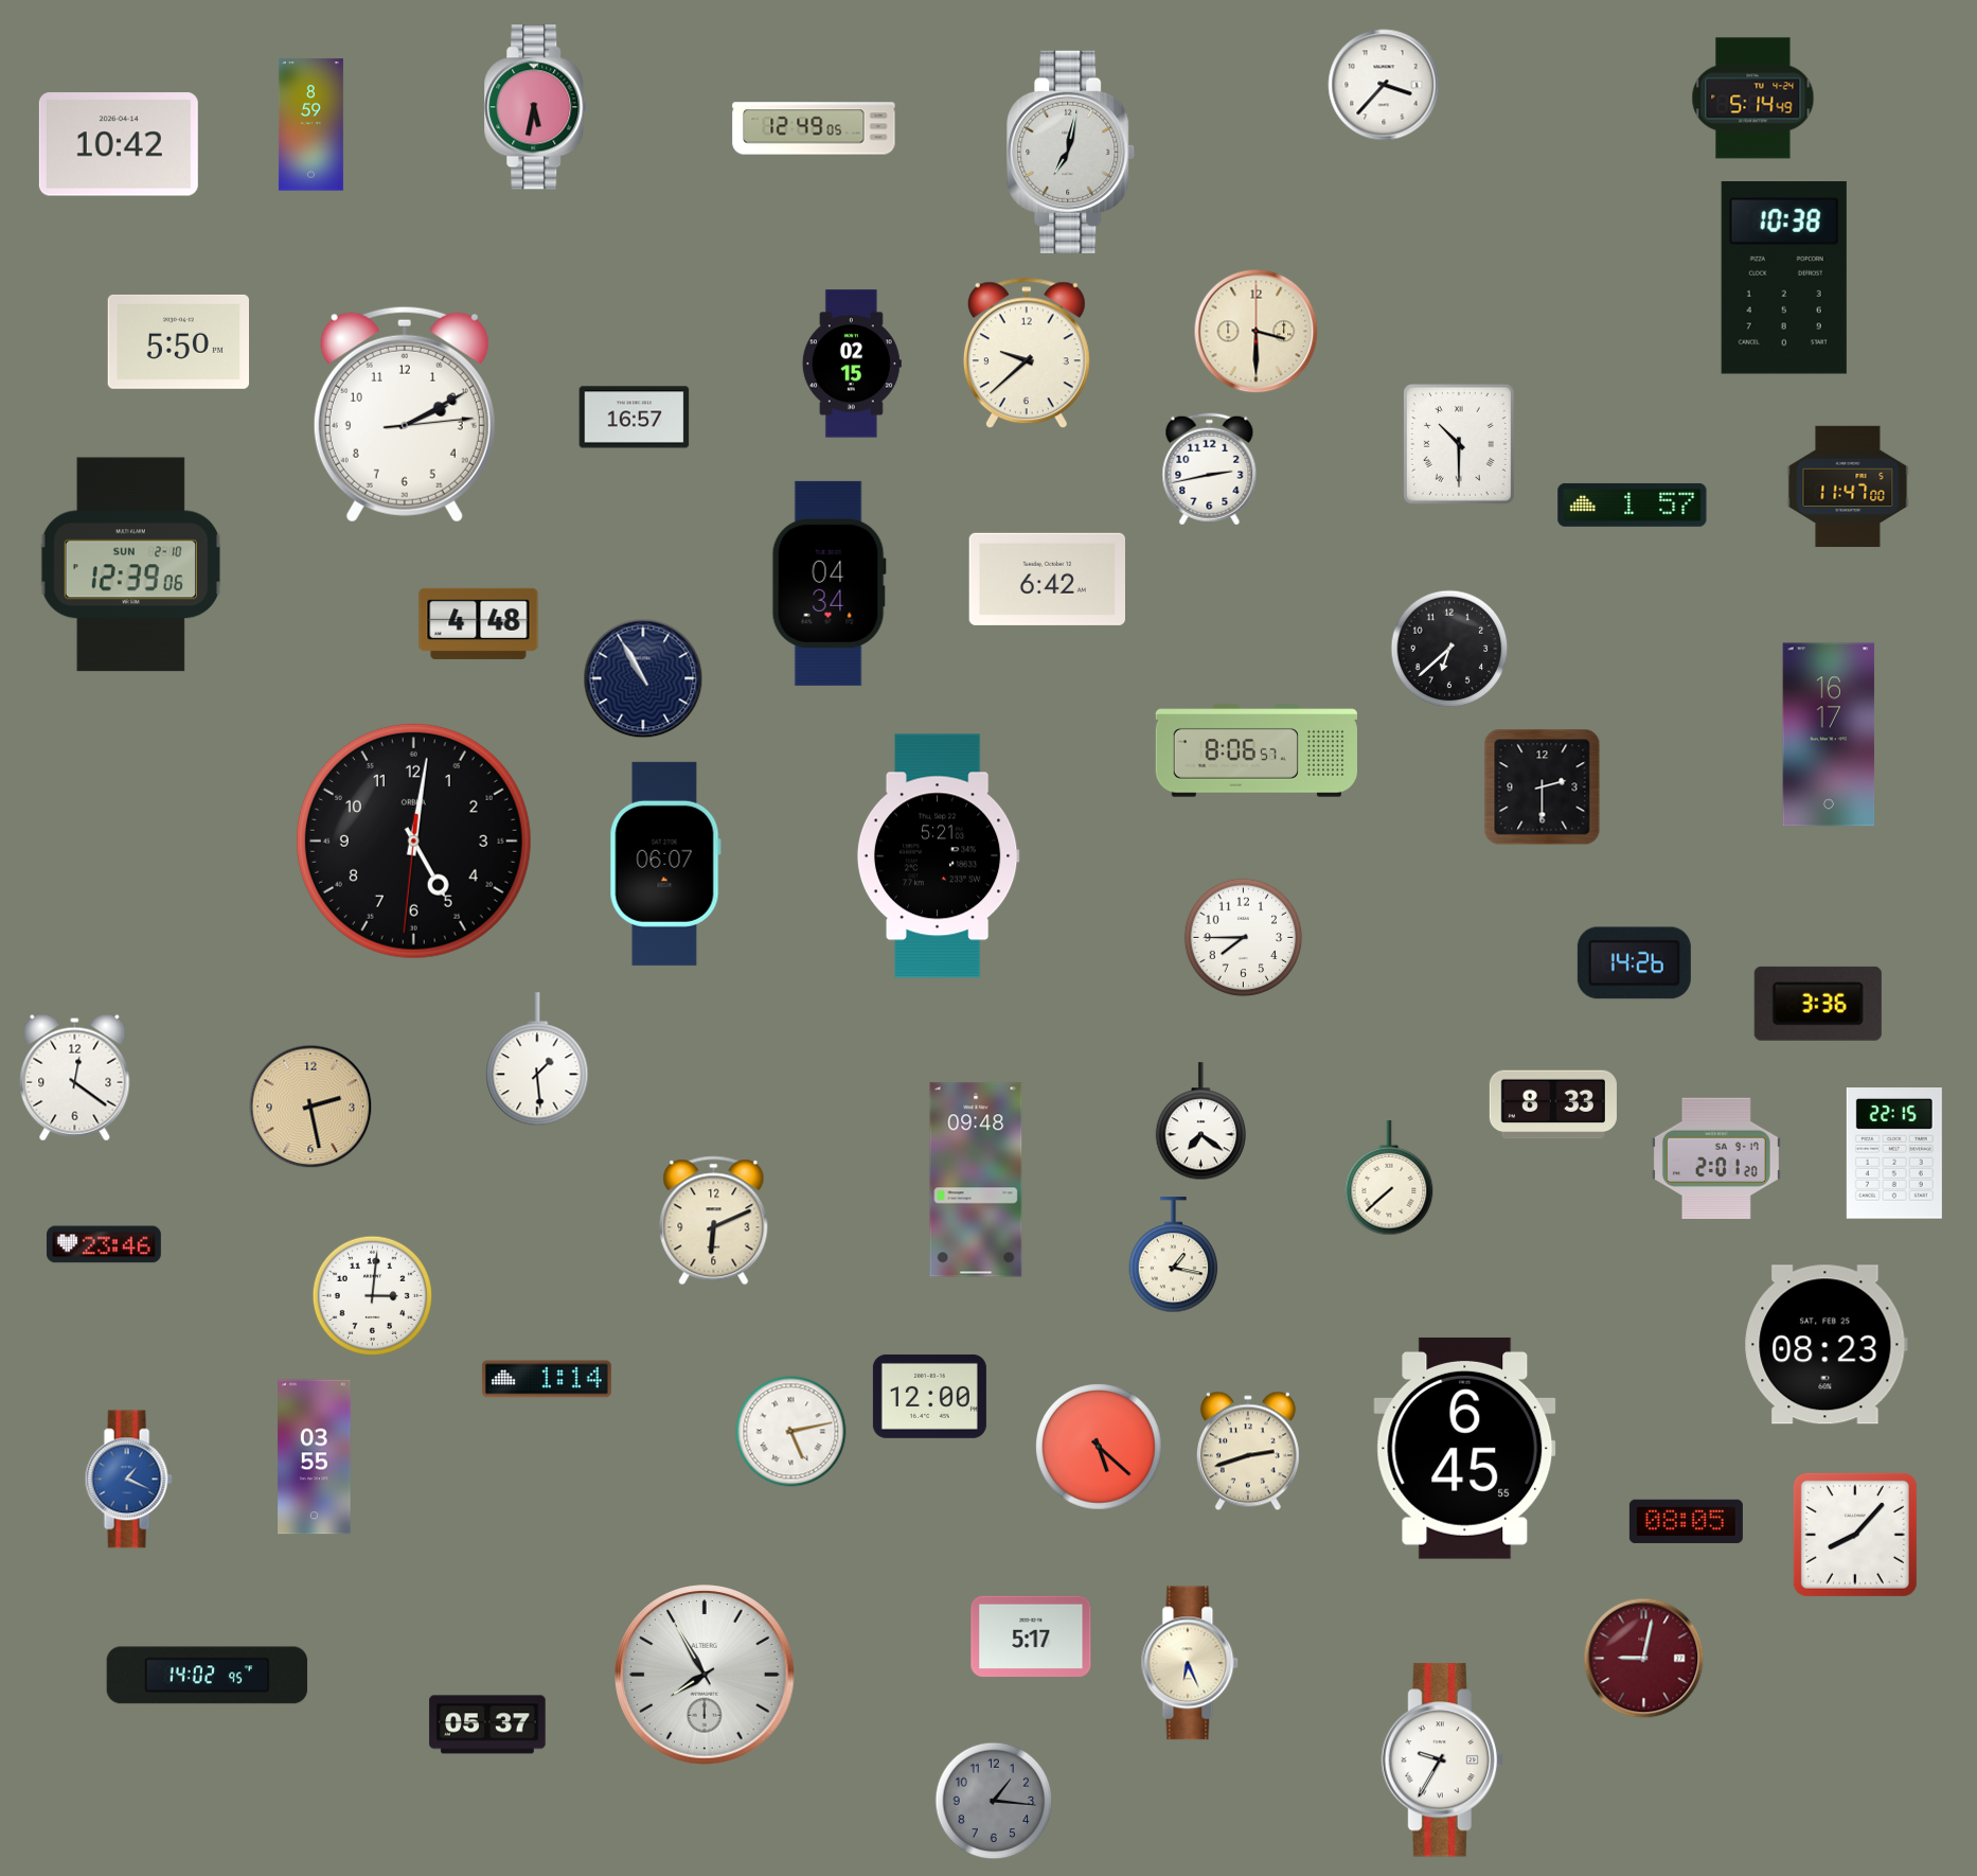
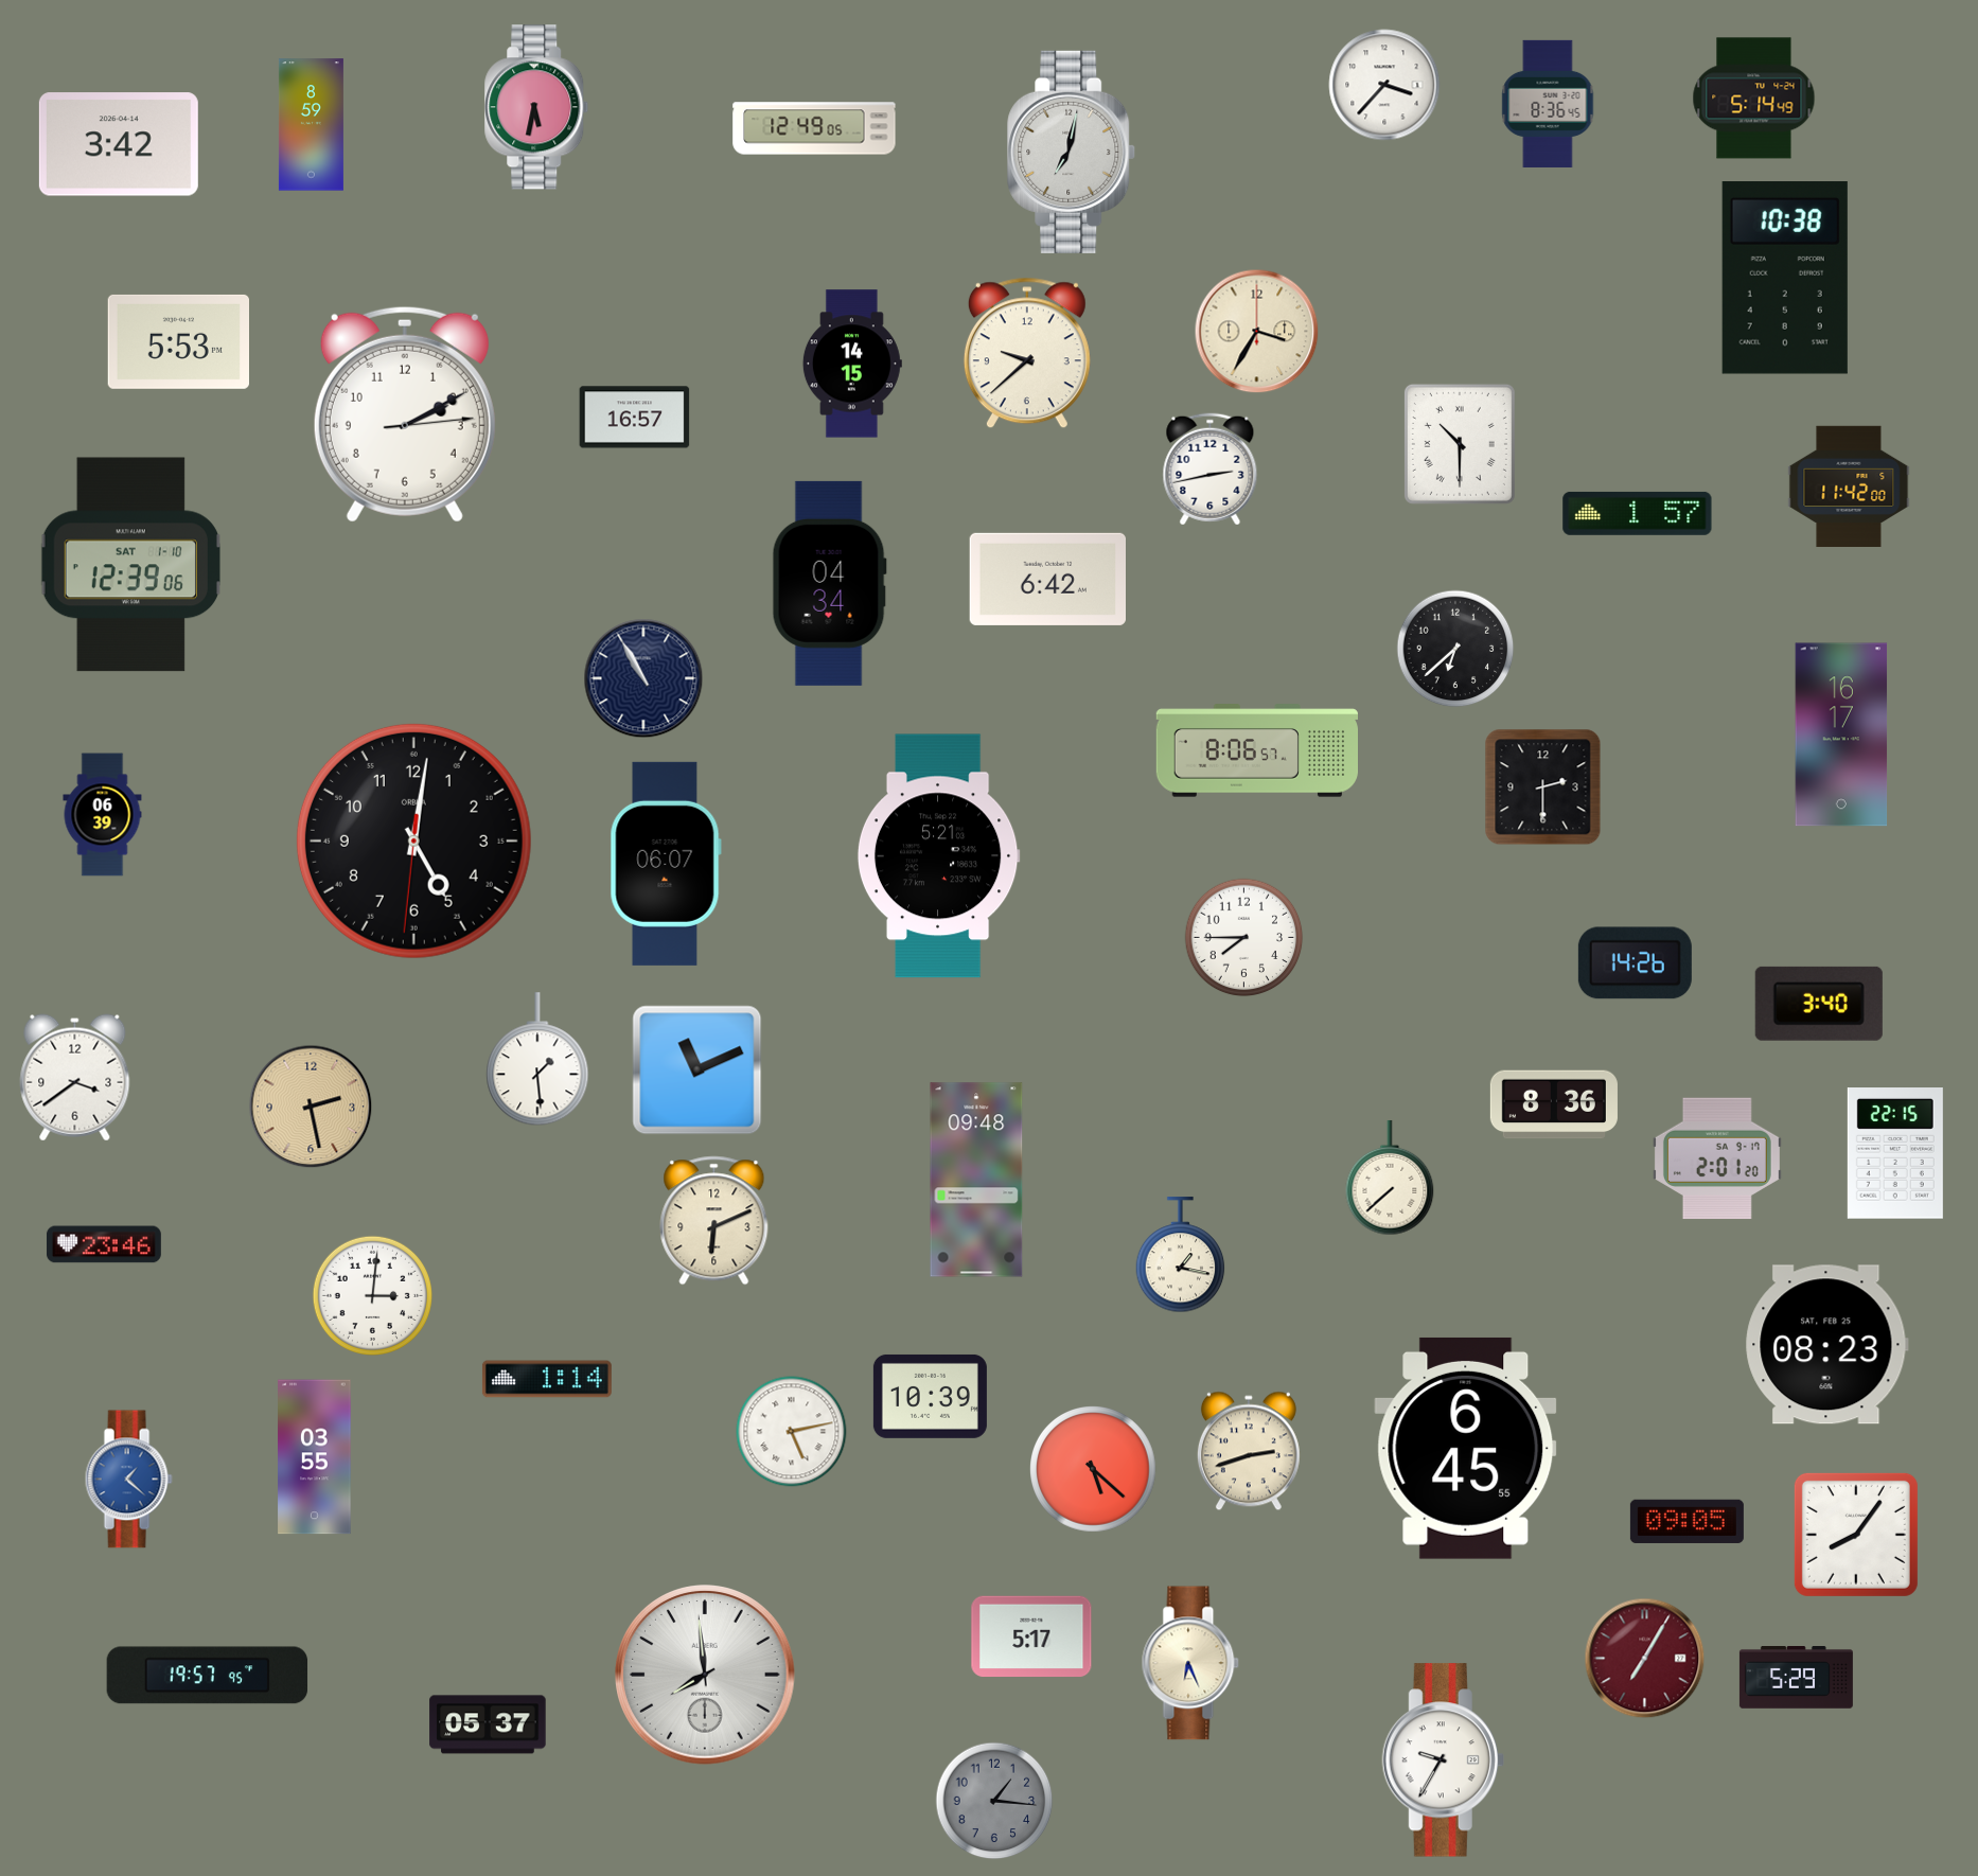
clock at (1548, 104): none -> 8:36
clock at (119, 144): 10:42 -> 3:42
clock at (1257, 332): 3:30 -> 3:35
clock at (178, 341): 5:50 -> 5:53
clock at (852, 364): 02:15 -> 14:15
clock at (1848, 485): 11:47 -> 11:42
clock at (1633, 505) position: (1633, 505) -> (1638, 513)
clock at (130, 565) date: SUN 2-10 -> SAT 1-10
clock at (479, 623): 4:48 -> none
clock at (1449, 649) position: (1449, 649) -> (1455, 649)
clock at (1829, 735) position: (1829, 735) -> (1841, 735)
clock at (103, 815): none -> 06:39
clock at (1818, 1004): 3:36 -> 3:40
clock at (697, 1070): none -> 11:11
clock at (75, 1078): 12:21 -> 3:39
clock at (1553, 1104): 8:33 -> 8:36
clock at (1201, 1121): 7:21 -> none
clock at (1174, 1255) position: (1174, 1255) -> (1181, 1255)
clock at (929, 1396): 12:00 -> 10:39
clock at (1100, 1448) position: (1100, 1448) -> (1094, 1470)
clock at (128, 1480): 1:19 -> 1:22
clock at (1686, 1521): 08:05 -> 09:05
clock at (1855, 1535): 8:07 -> 8:06
clock at (1644, 1659): 9:02 -> 7:05
clock at (705, 1675): 7:55 -> 7:59
clock at (208, 1676): 14:02 -> 19:57
clock at (1796, 1678): none -> 5:29
